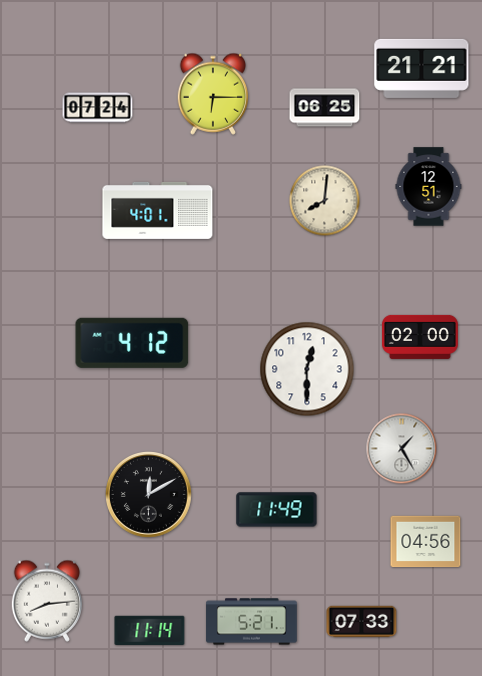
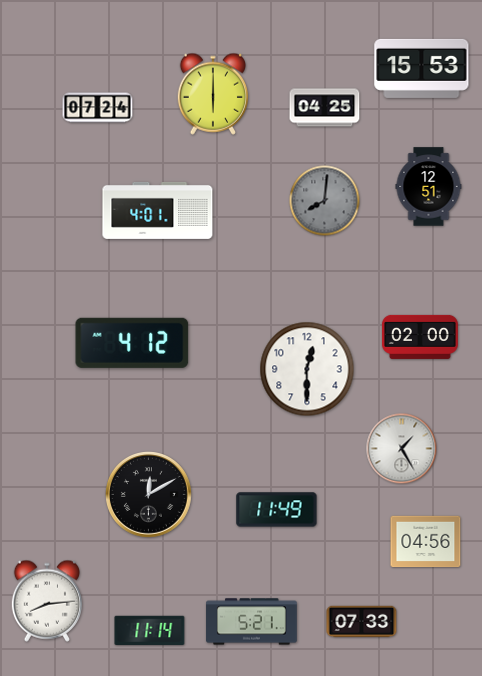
clock at (422, 68): 21:21 -> 15:53
clock at (212, 94): 6:15 -> 6:00
clock at (325, 108): 06:25 -> 04:25
clock at (325, 201) dial: cream -> grey
